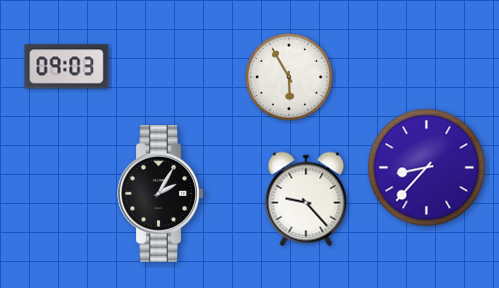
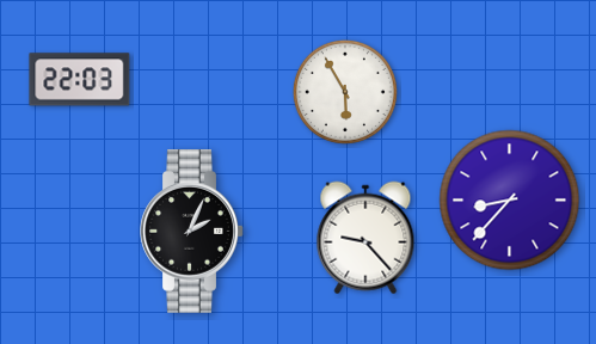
clock at (67, 67): 09:03 -> 22:03
clock at (161, 194): 2:05 -> 2:04
